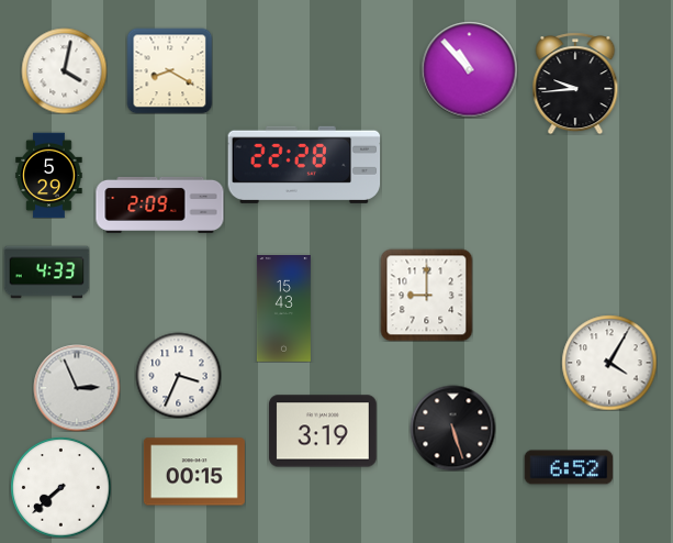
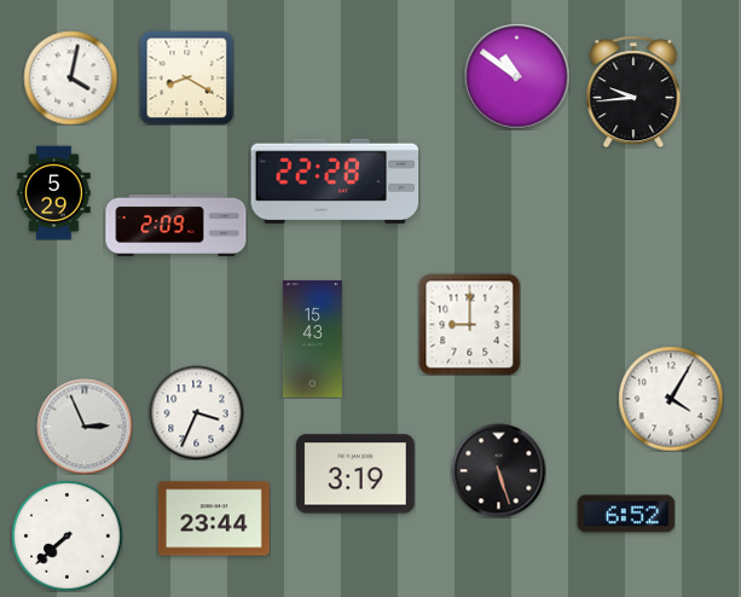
clock at (469, 69): 10:53 -> 10:51
clock at (46, 273): 4:33 -> none
clock at (194, 472): 00:15 -> 23:44
